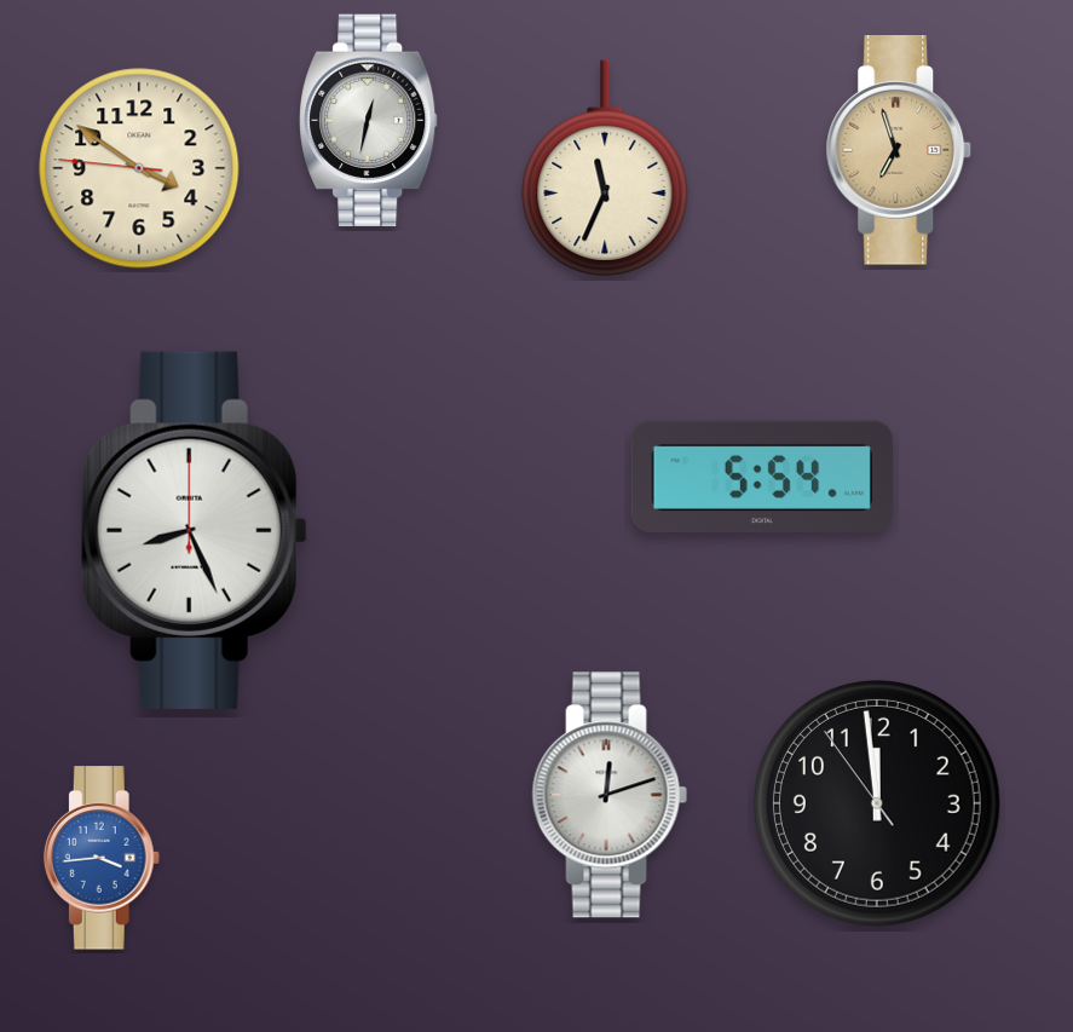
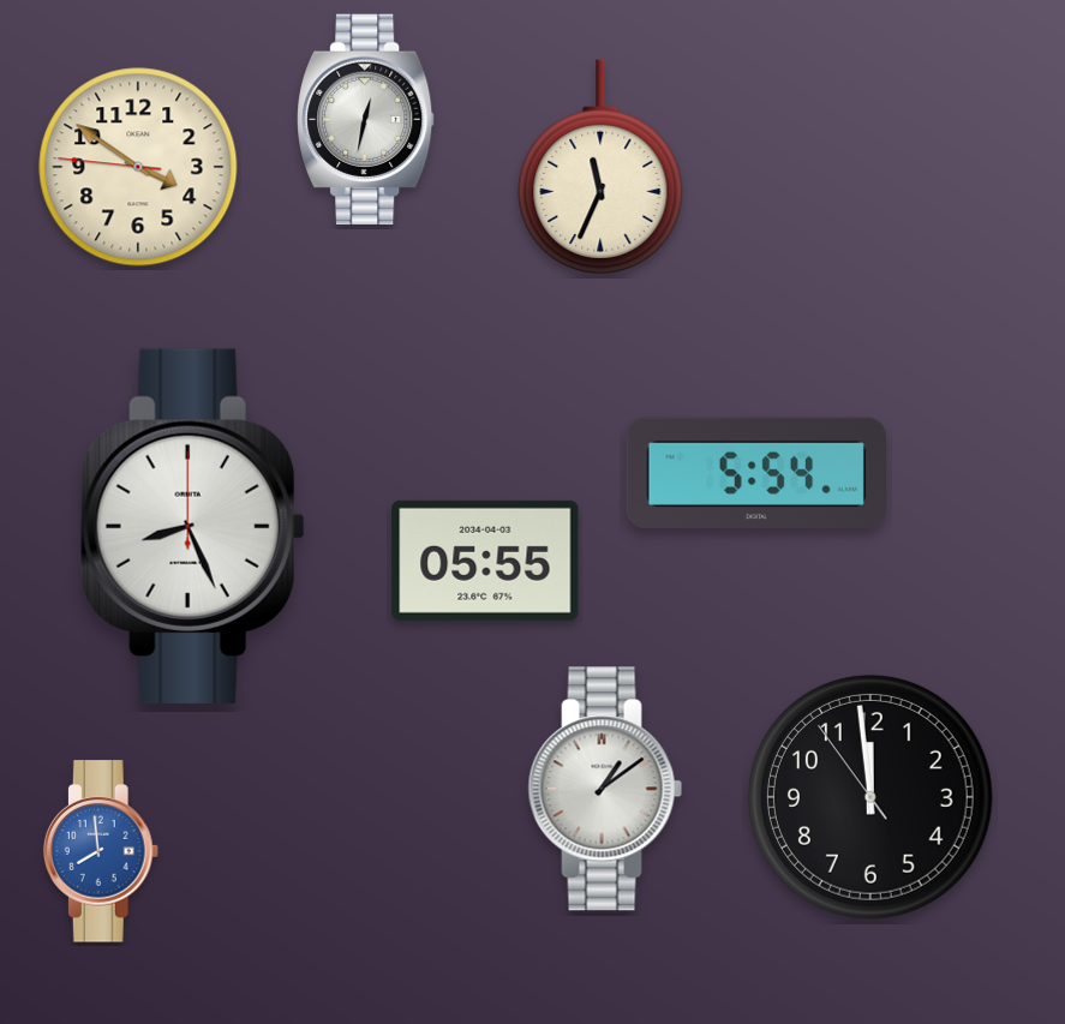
clock at (899, 151): 6:57 -> none
clock at (485, 561): none -> 05:55
clock at (610, 795): 12:12 -> 1:09
clock at (102, 858): 3:44 -> 7:59
